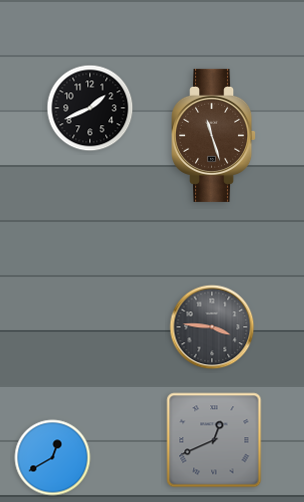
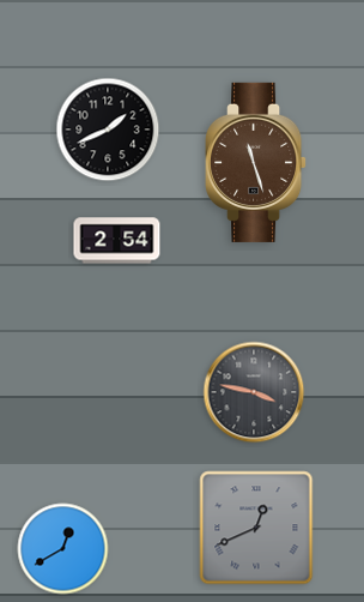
clock at (117, 241): none -> 2:54
clock at (212, 327): 3:46 -> 3:47
